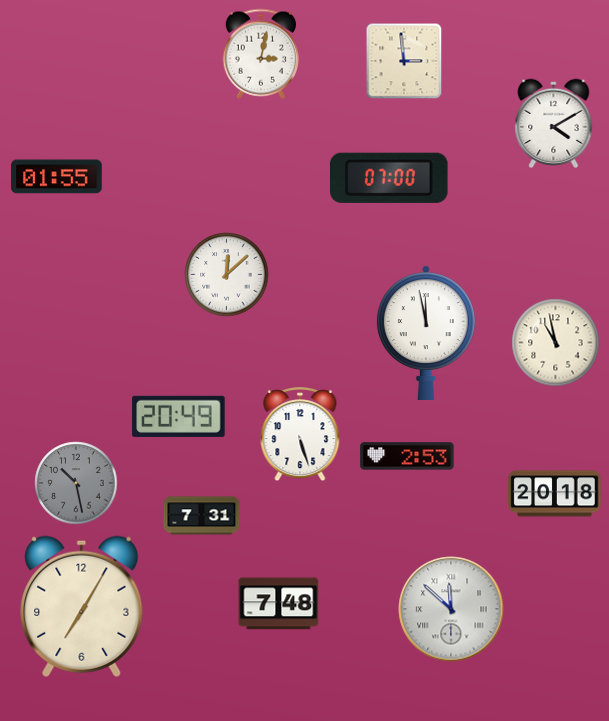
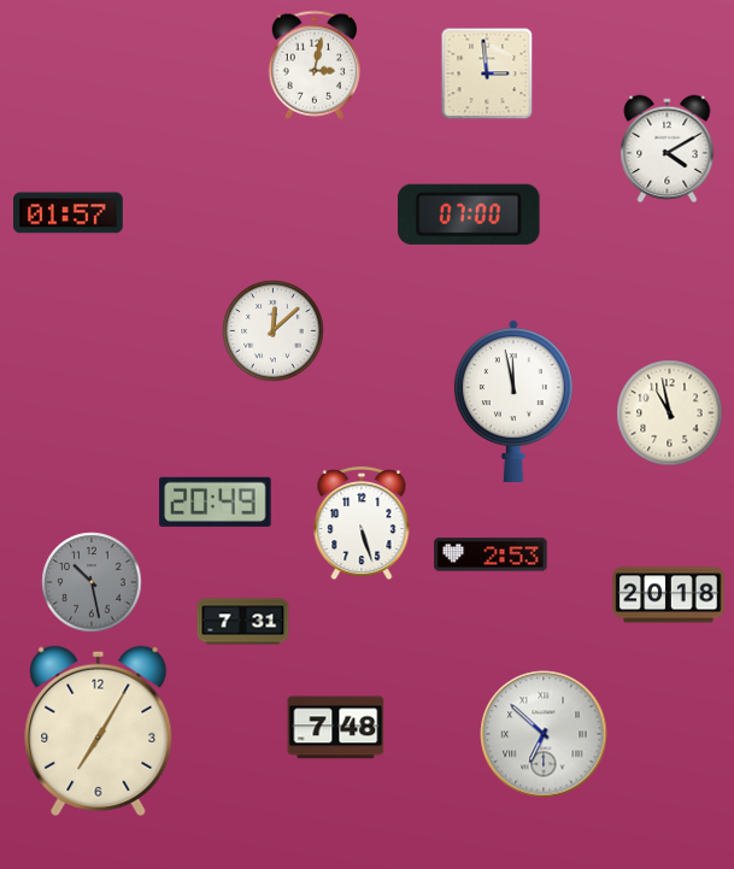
clock at (57, 177): 01:55 -> 01:57
clock at (407, 456) position: (407, 456) -> (491, 554)
clock at (451, 609): 11:52 -> 6:52
